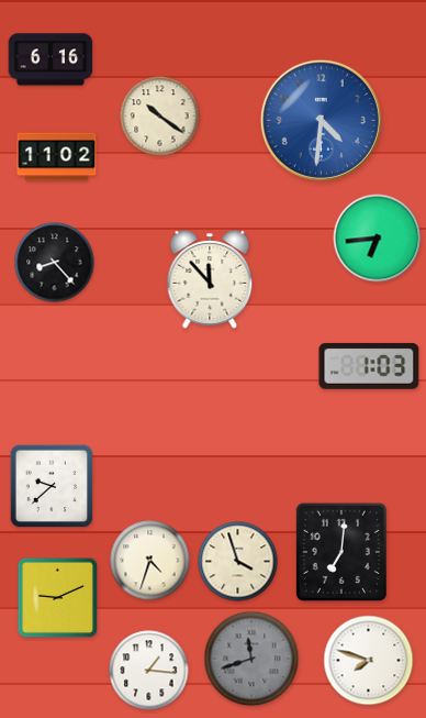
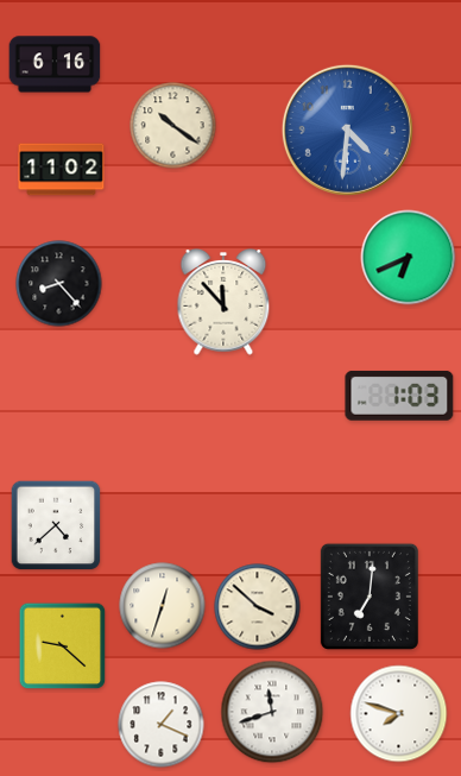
clock at (378, 239): 6:44 -> 6:41
clock at (210, 280) position: (210, 280) -> (223, 303)
clock at (52, 486): 9:38 -> 4:38
clock at (150, 561): 4:33 -> 12:33
clock at (238, 562): 3:57 -> 3:52
clock at (58, 598): 9:11 -> 9:22
clock at (251, 659) dial: grey -> white
clock at (149, 671): 1:16 -> 1:19
